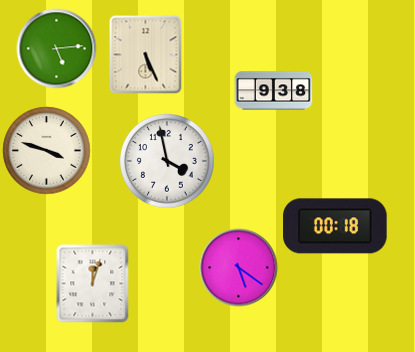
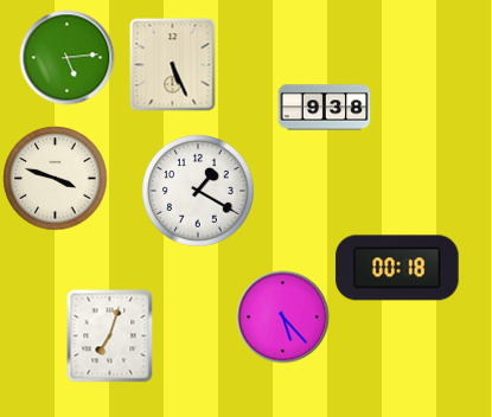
clock at (167, 161): 3:58 -> 1:20
clock at (238, 267): 5:21 -> 5:23
clock at (93, 283): 12:03 -> 7:03
